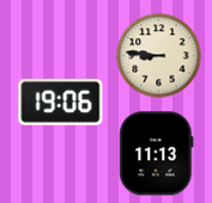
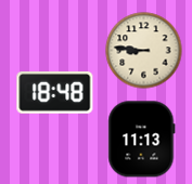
clock at (61, 103): 19:06 -> 18:48
